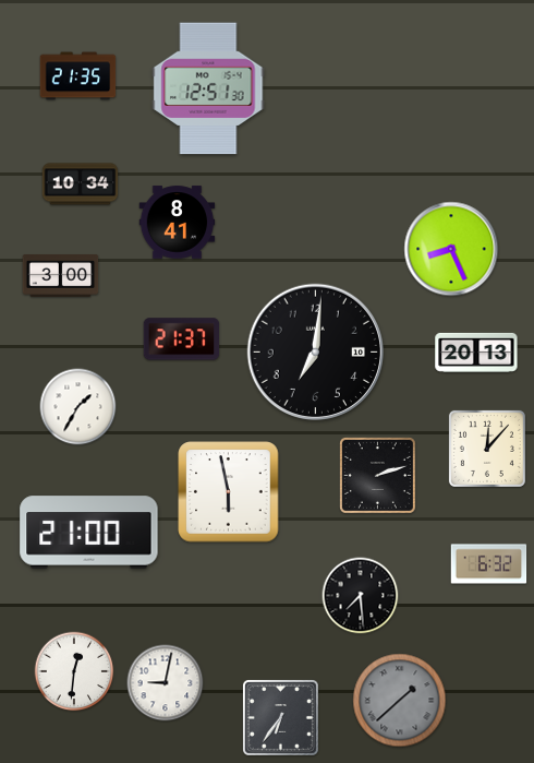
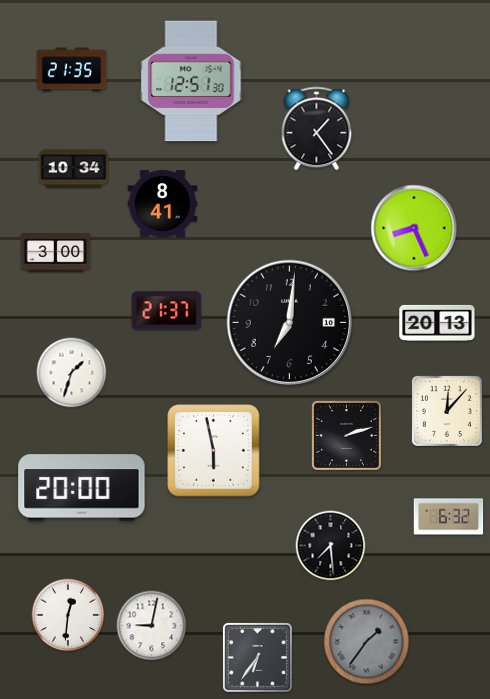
clock at (317, 129): none -> 1:24
clock at (78, 407): 1:35 -> 1:33
clock at (229, 492) position: (229, 492) -> (214, 451)
clock at (89, 533): 21:00 -> 20:00
clock at (400, 701): 1:38 -> 1:36
